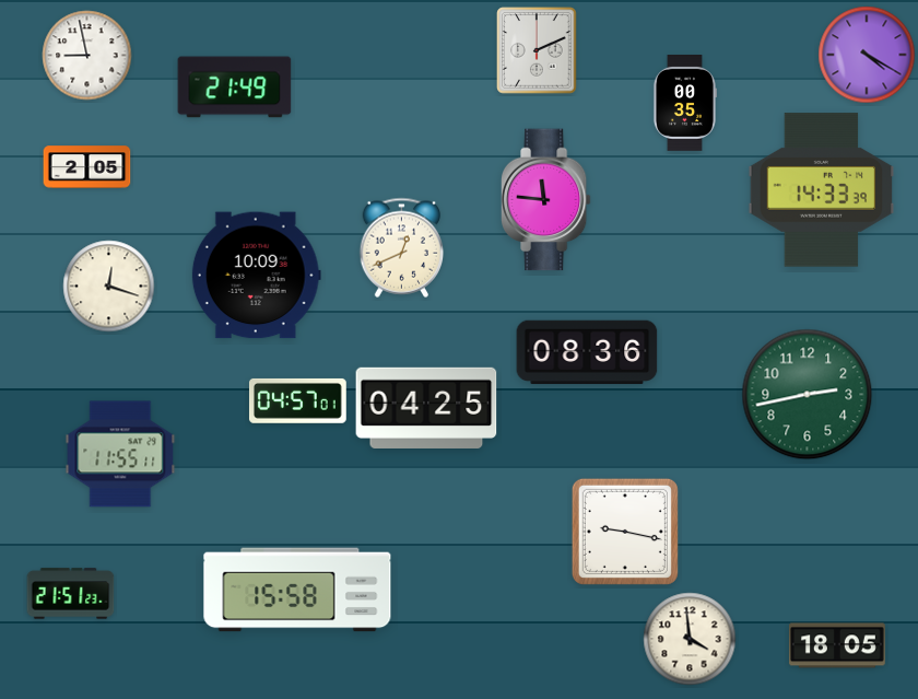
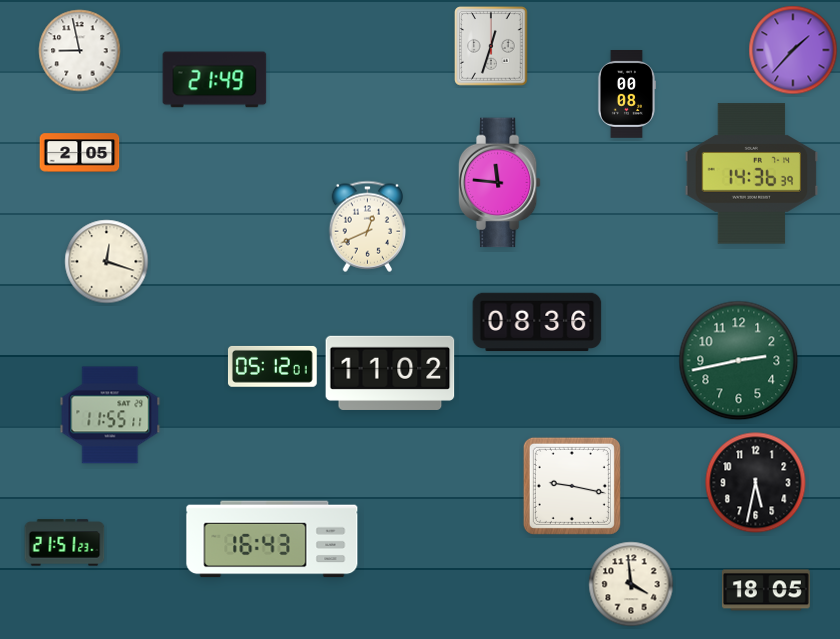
clock at (537, 50): 2:11 -> 12:33
clock at (867, 55): 4:20 -> 1:37
clock at (684, 104): 00:35 -> 00:08
clock at (822, 190): 14:33 -> 14:36
clock at (256, 276): 10:09 -> none
clock at (109, 287) position: (109, 287) -> (107, 262)
clock at (298, 400): 04:57 -> 05:12
clock at (426, 407): 04:25 -> 11:02
clock at (756, 483): none -> 5:32
clock at (297, 590): 15:58 -> 16:43
